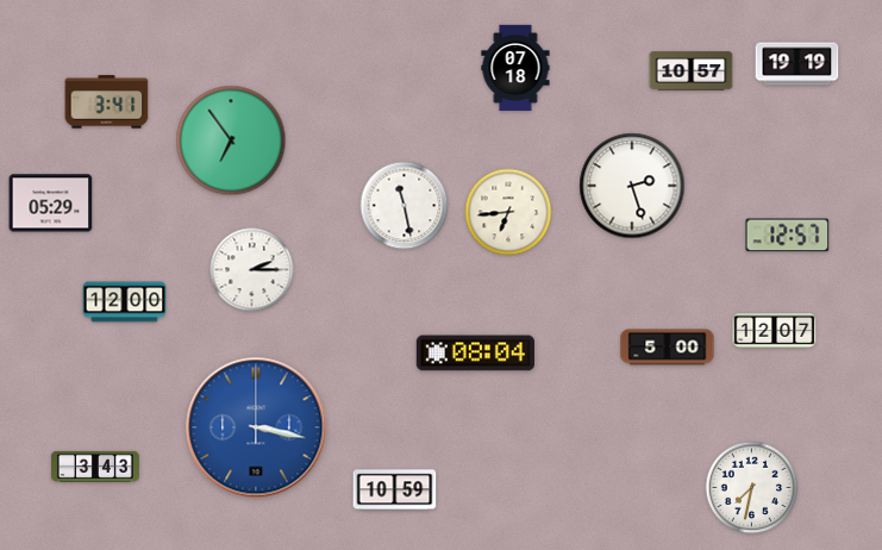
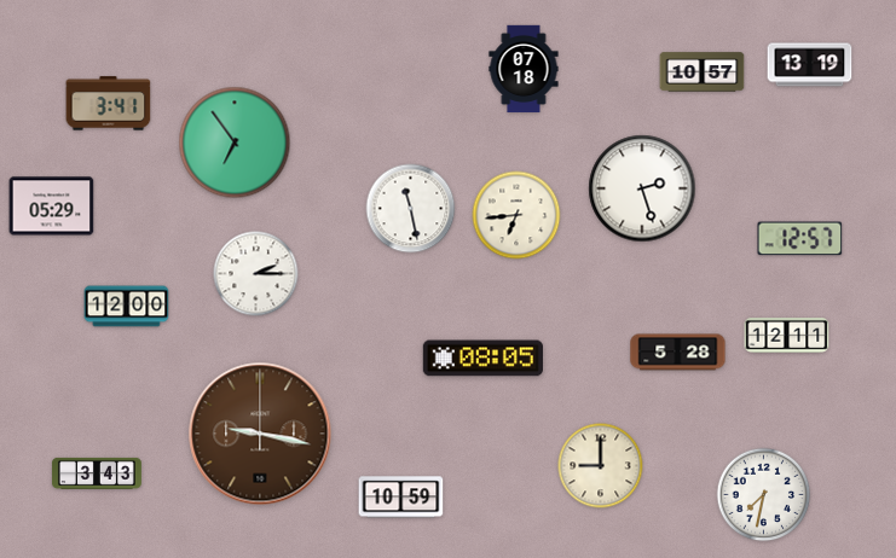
clock at (797, 64): 19:19 -> 13:19
clock at (775, 331): 12:07 -> 12:11
clock at (668, 348): 5:00 -> 5:28
clock at (475, 354): 08:04 -> 08:05
clock at (256, 427): 3:17 -> 9:17
clock at (256, 427) dial: blue -> brown
clock at (601, 466): none -> 9:00
